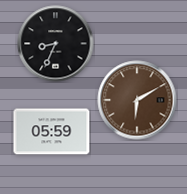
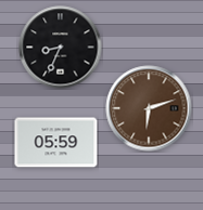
clock at (137, 100): 6:10 -> 6:12
